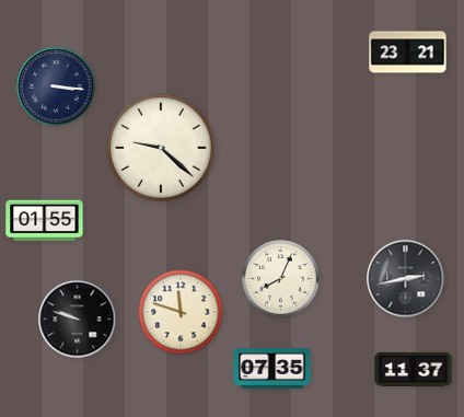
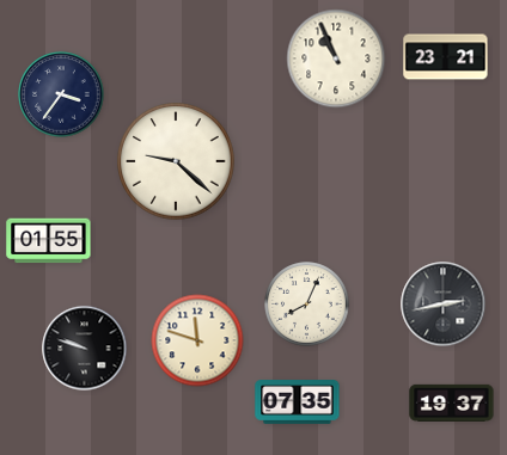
clock at (336, 59): none -> 10:56
clock at (56, 86): 3:16 -> 3:36
clock at (414, 369): 11:37 -> 19:37
